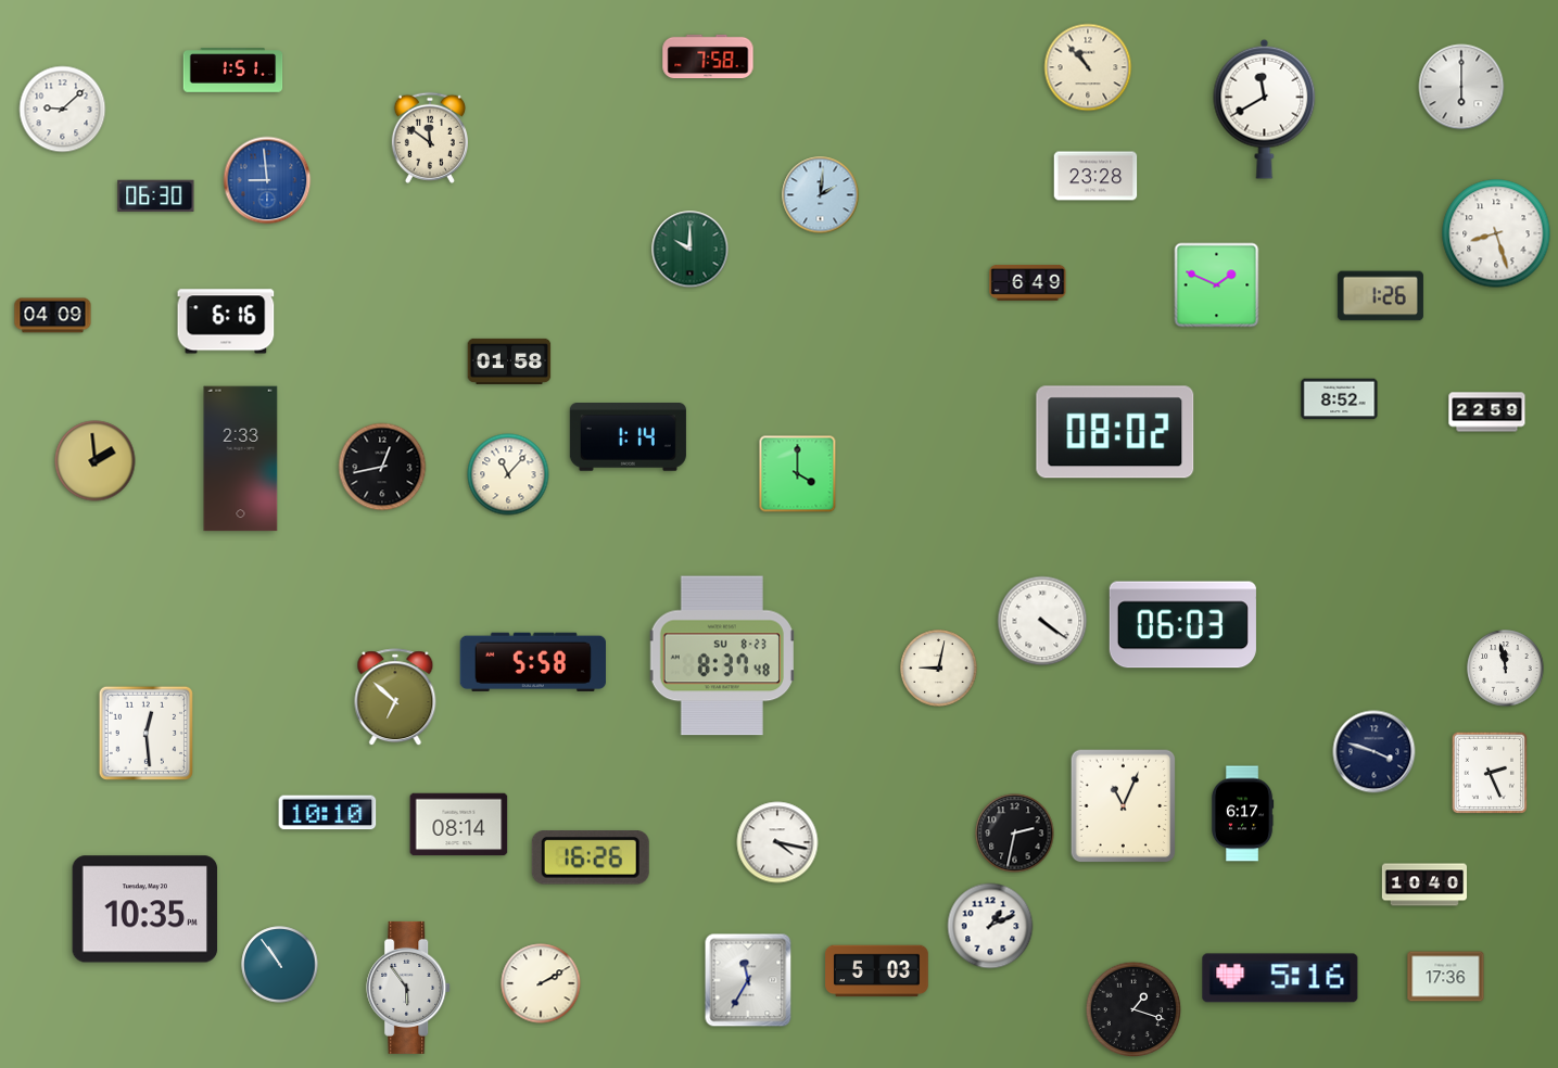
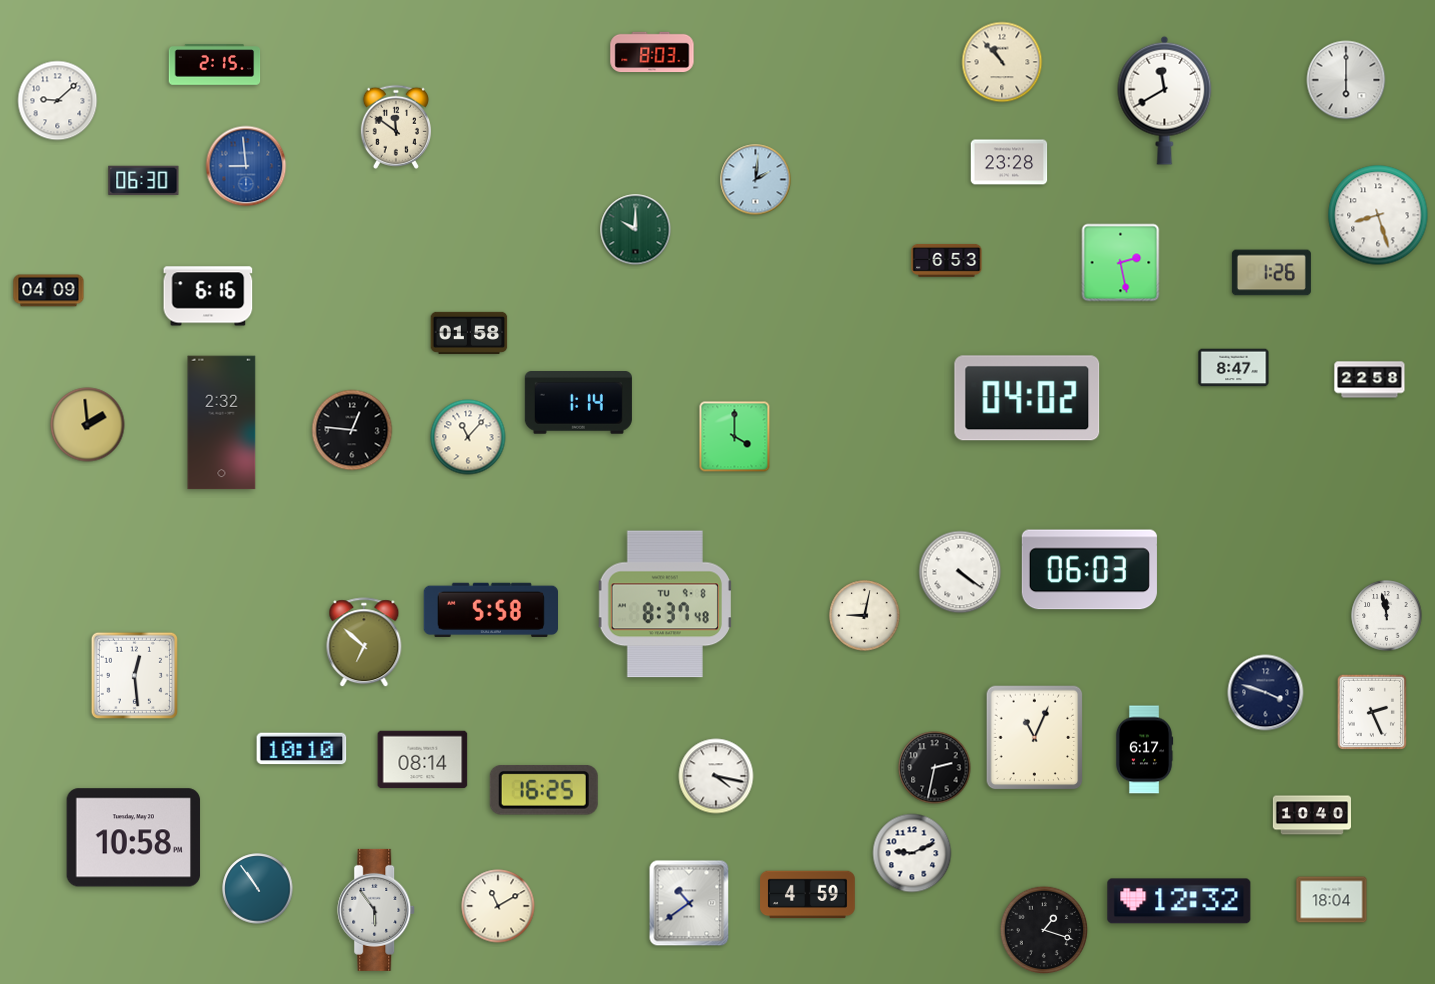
clock at (708, 56): 7:58 -> 8:03
clock at (233, 71): 1:51 -> 2:15
clock at (1028, 283): 6:49 -> 6:53
clock at (1217, 285): 1:49 -> 2:28
clock at (1340, 399): 8:52 -> 8:47
clock at (1487, 412): 22:59 -> 22:58
clock at (1115, 432): 08:02 -> 04:02
clock at (241, 459): 2:33 -> 2:32
clock at (382, 467): 12:43 -> 12:46
clock at (1182, 625) position: (1182, 625) -> (1089, 570)
clock at (722, 656) date: SU 8-23 -> TU 9-8
clock at (1124, 806) position: (1124, 806) -> (1035, 738)
clock at (591, 859): 16:26 -> 16:25
clock at (145, 910): 10:35 -> 10:58
clock at (990, 926): 1:11 -> 9:11
clock at (877, 971): 5:03 -> 4:59
clock at (1446, 977): 17:36 -> 18:04
clock at (1280, 978): 5:16 -> 12:32
clock at (748, 980): 11:35 -> 10:39
clock at (541, 983): 2:10 -> 11:10
